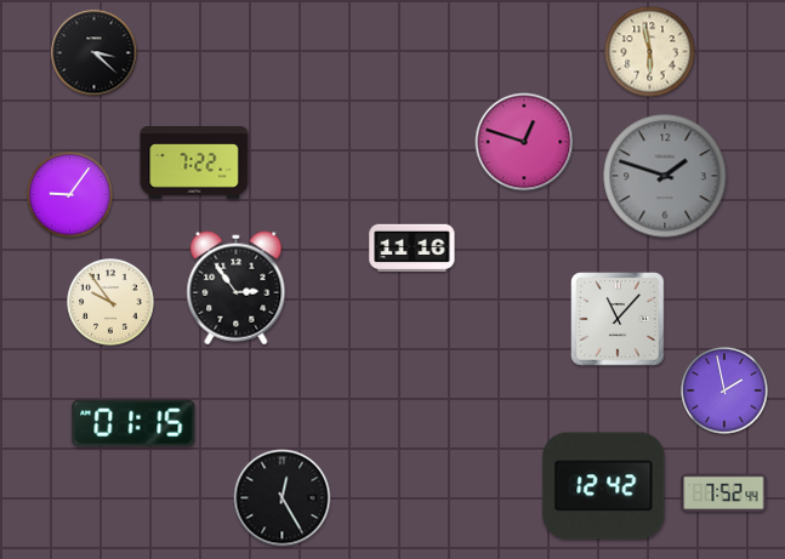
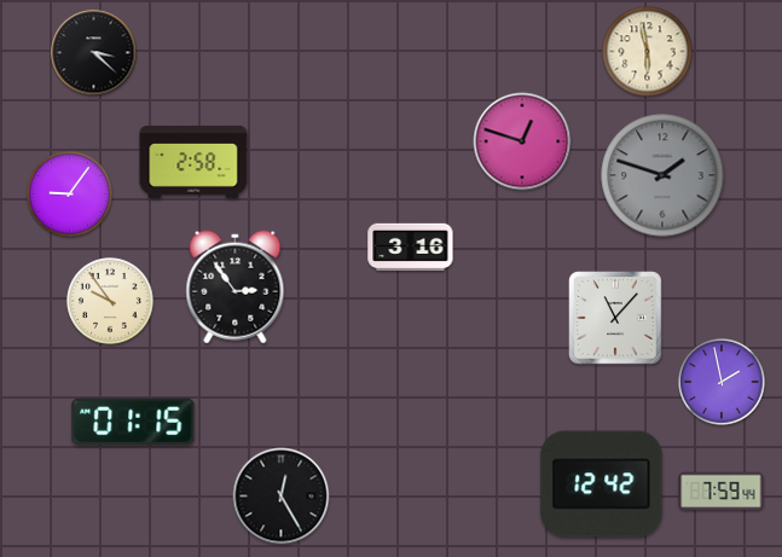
clock at (194, 164): 7:22 -> 2:58
clock at (413, 249): 11:16 -> 3:16
clock at (724, 390) position: (724, 390) -> (722, 382)
clock at (724, 494): 7:52 -> 7:59
